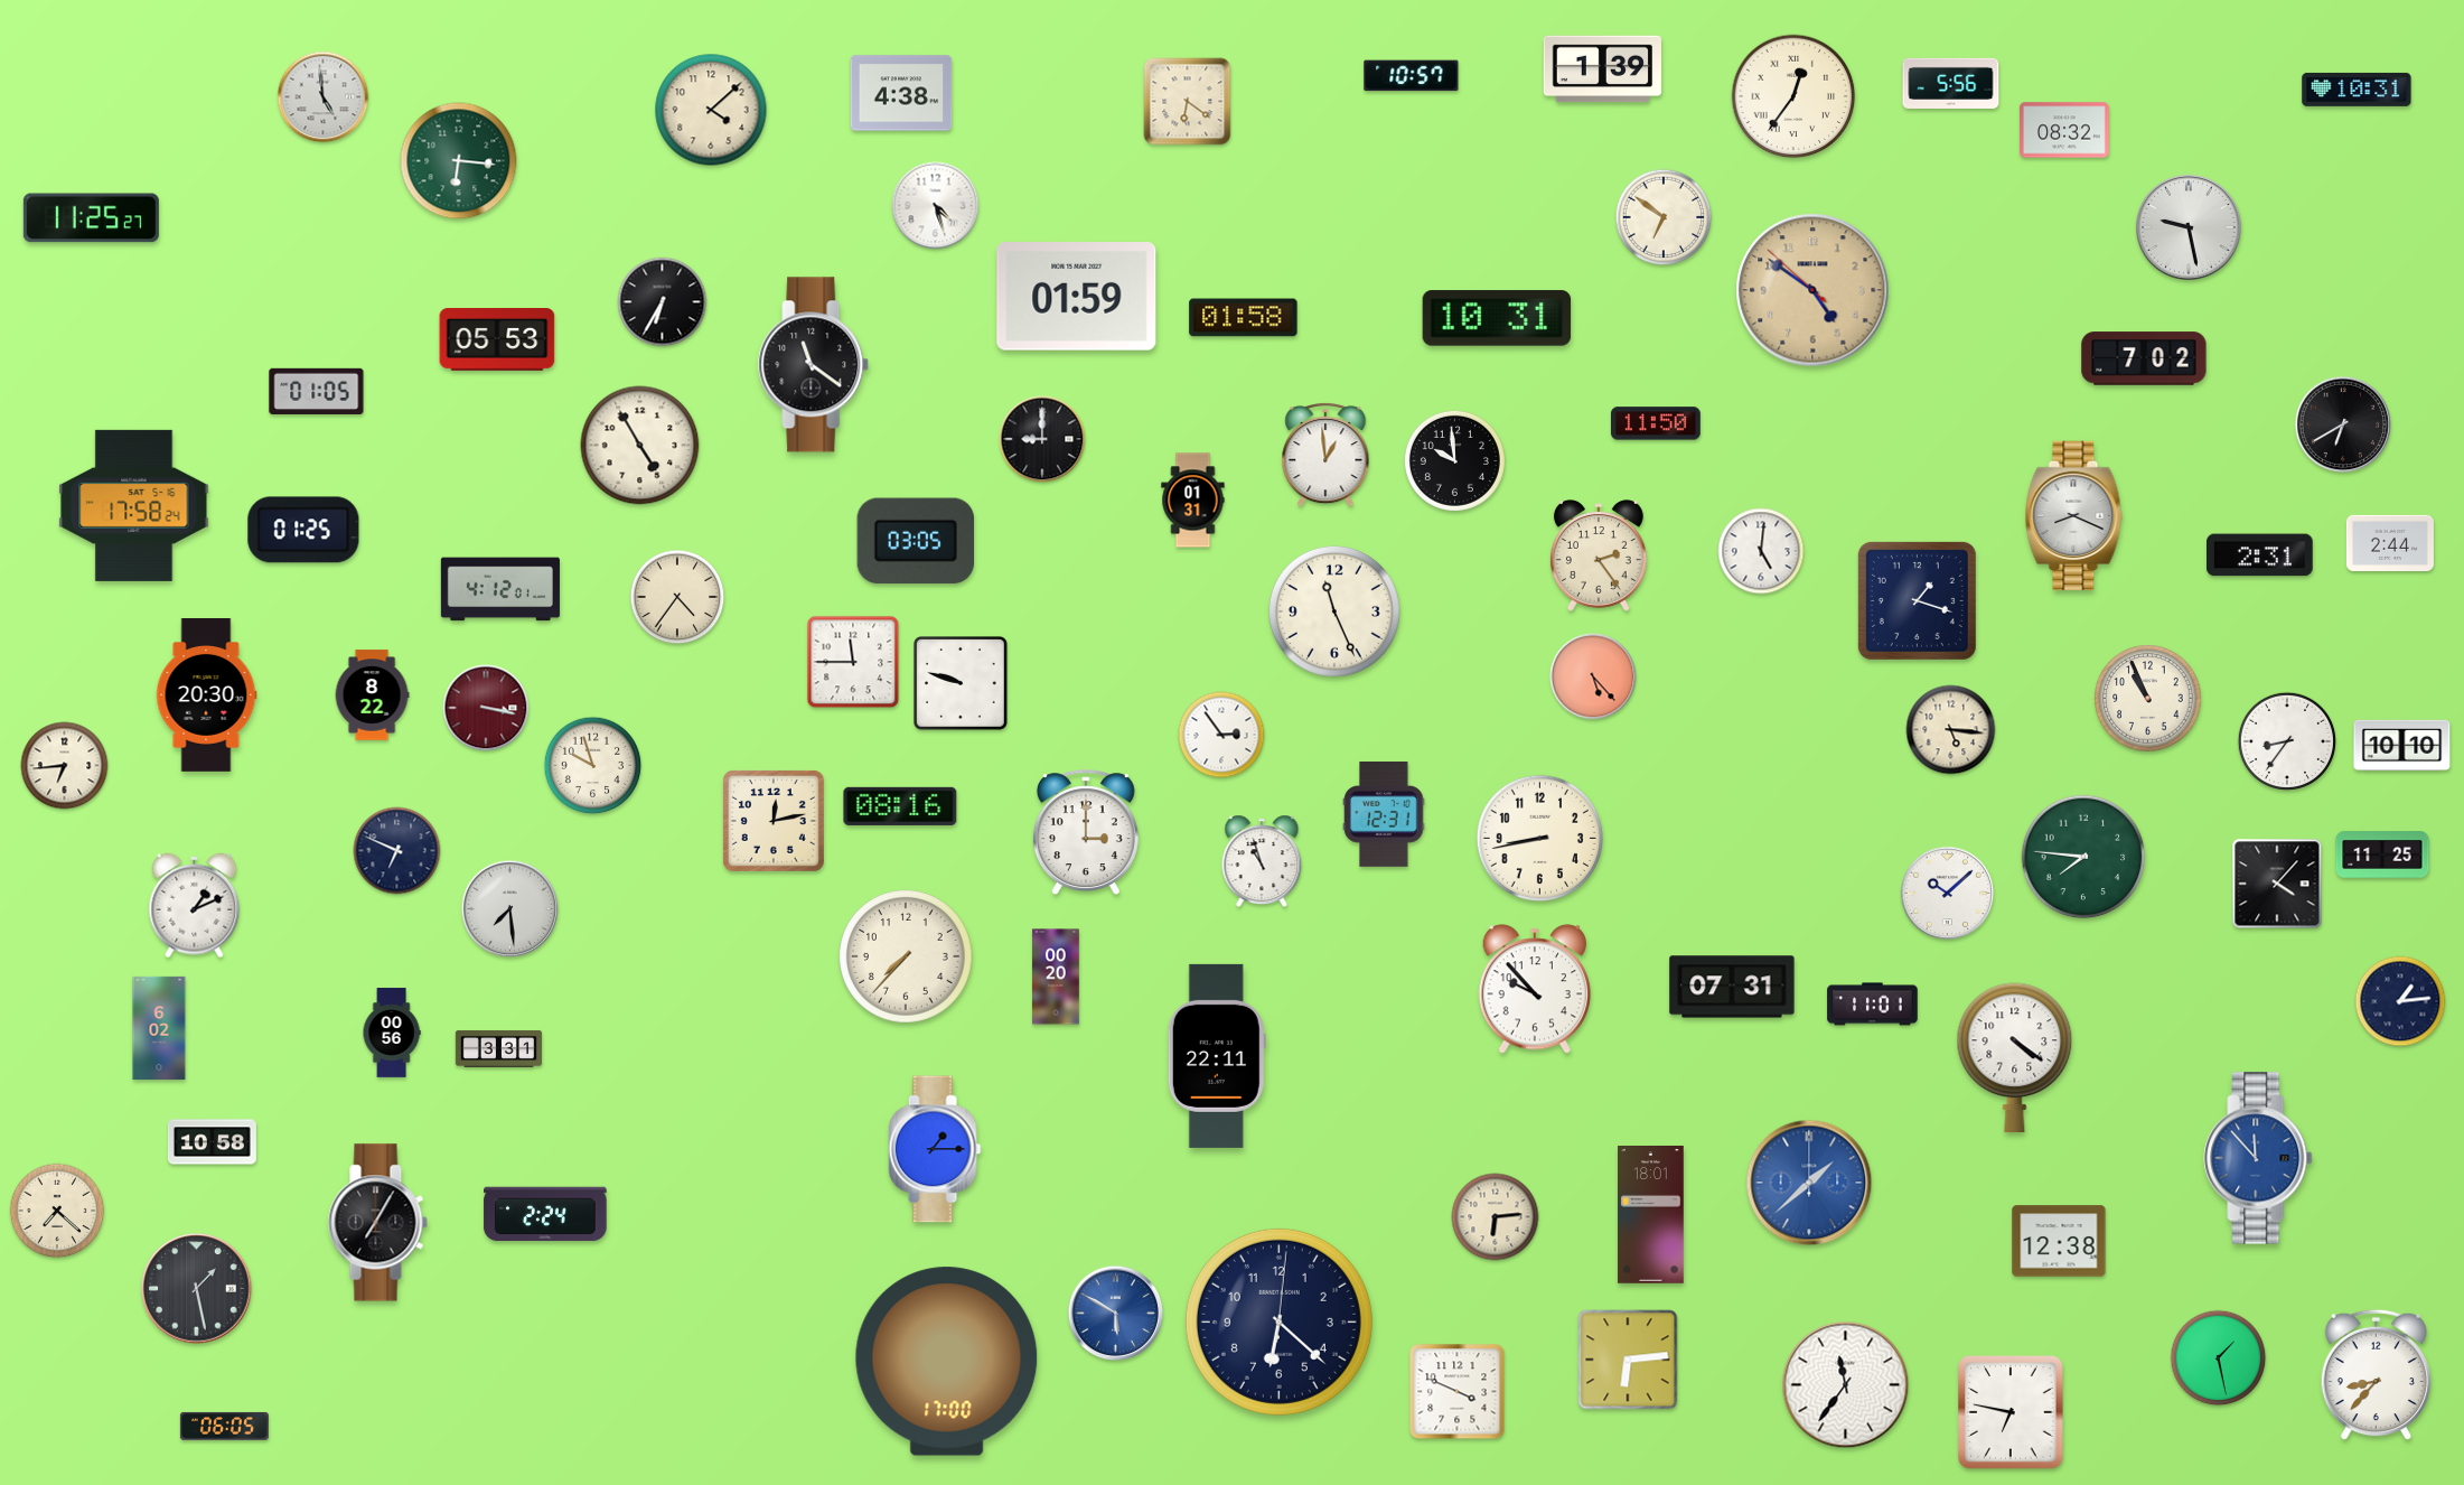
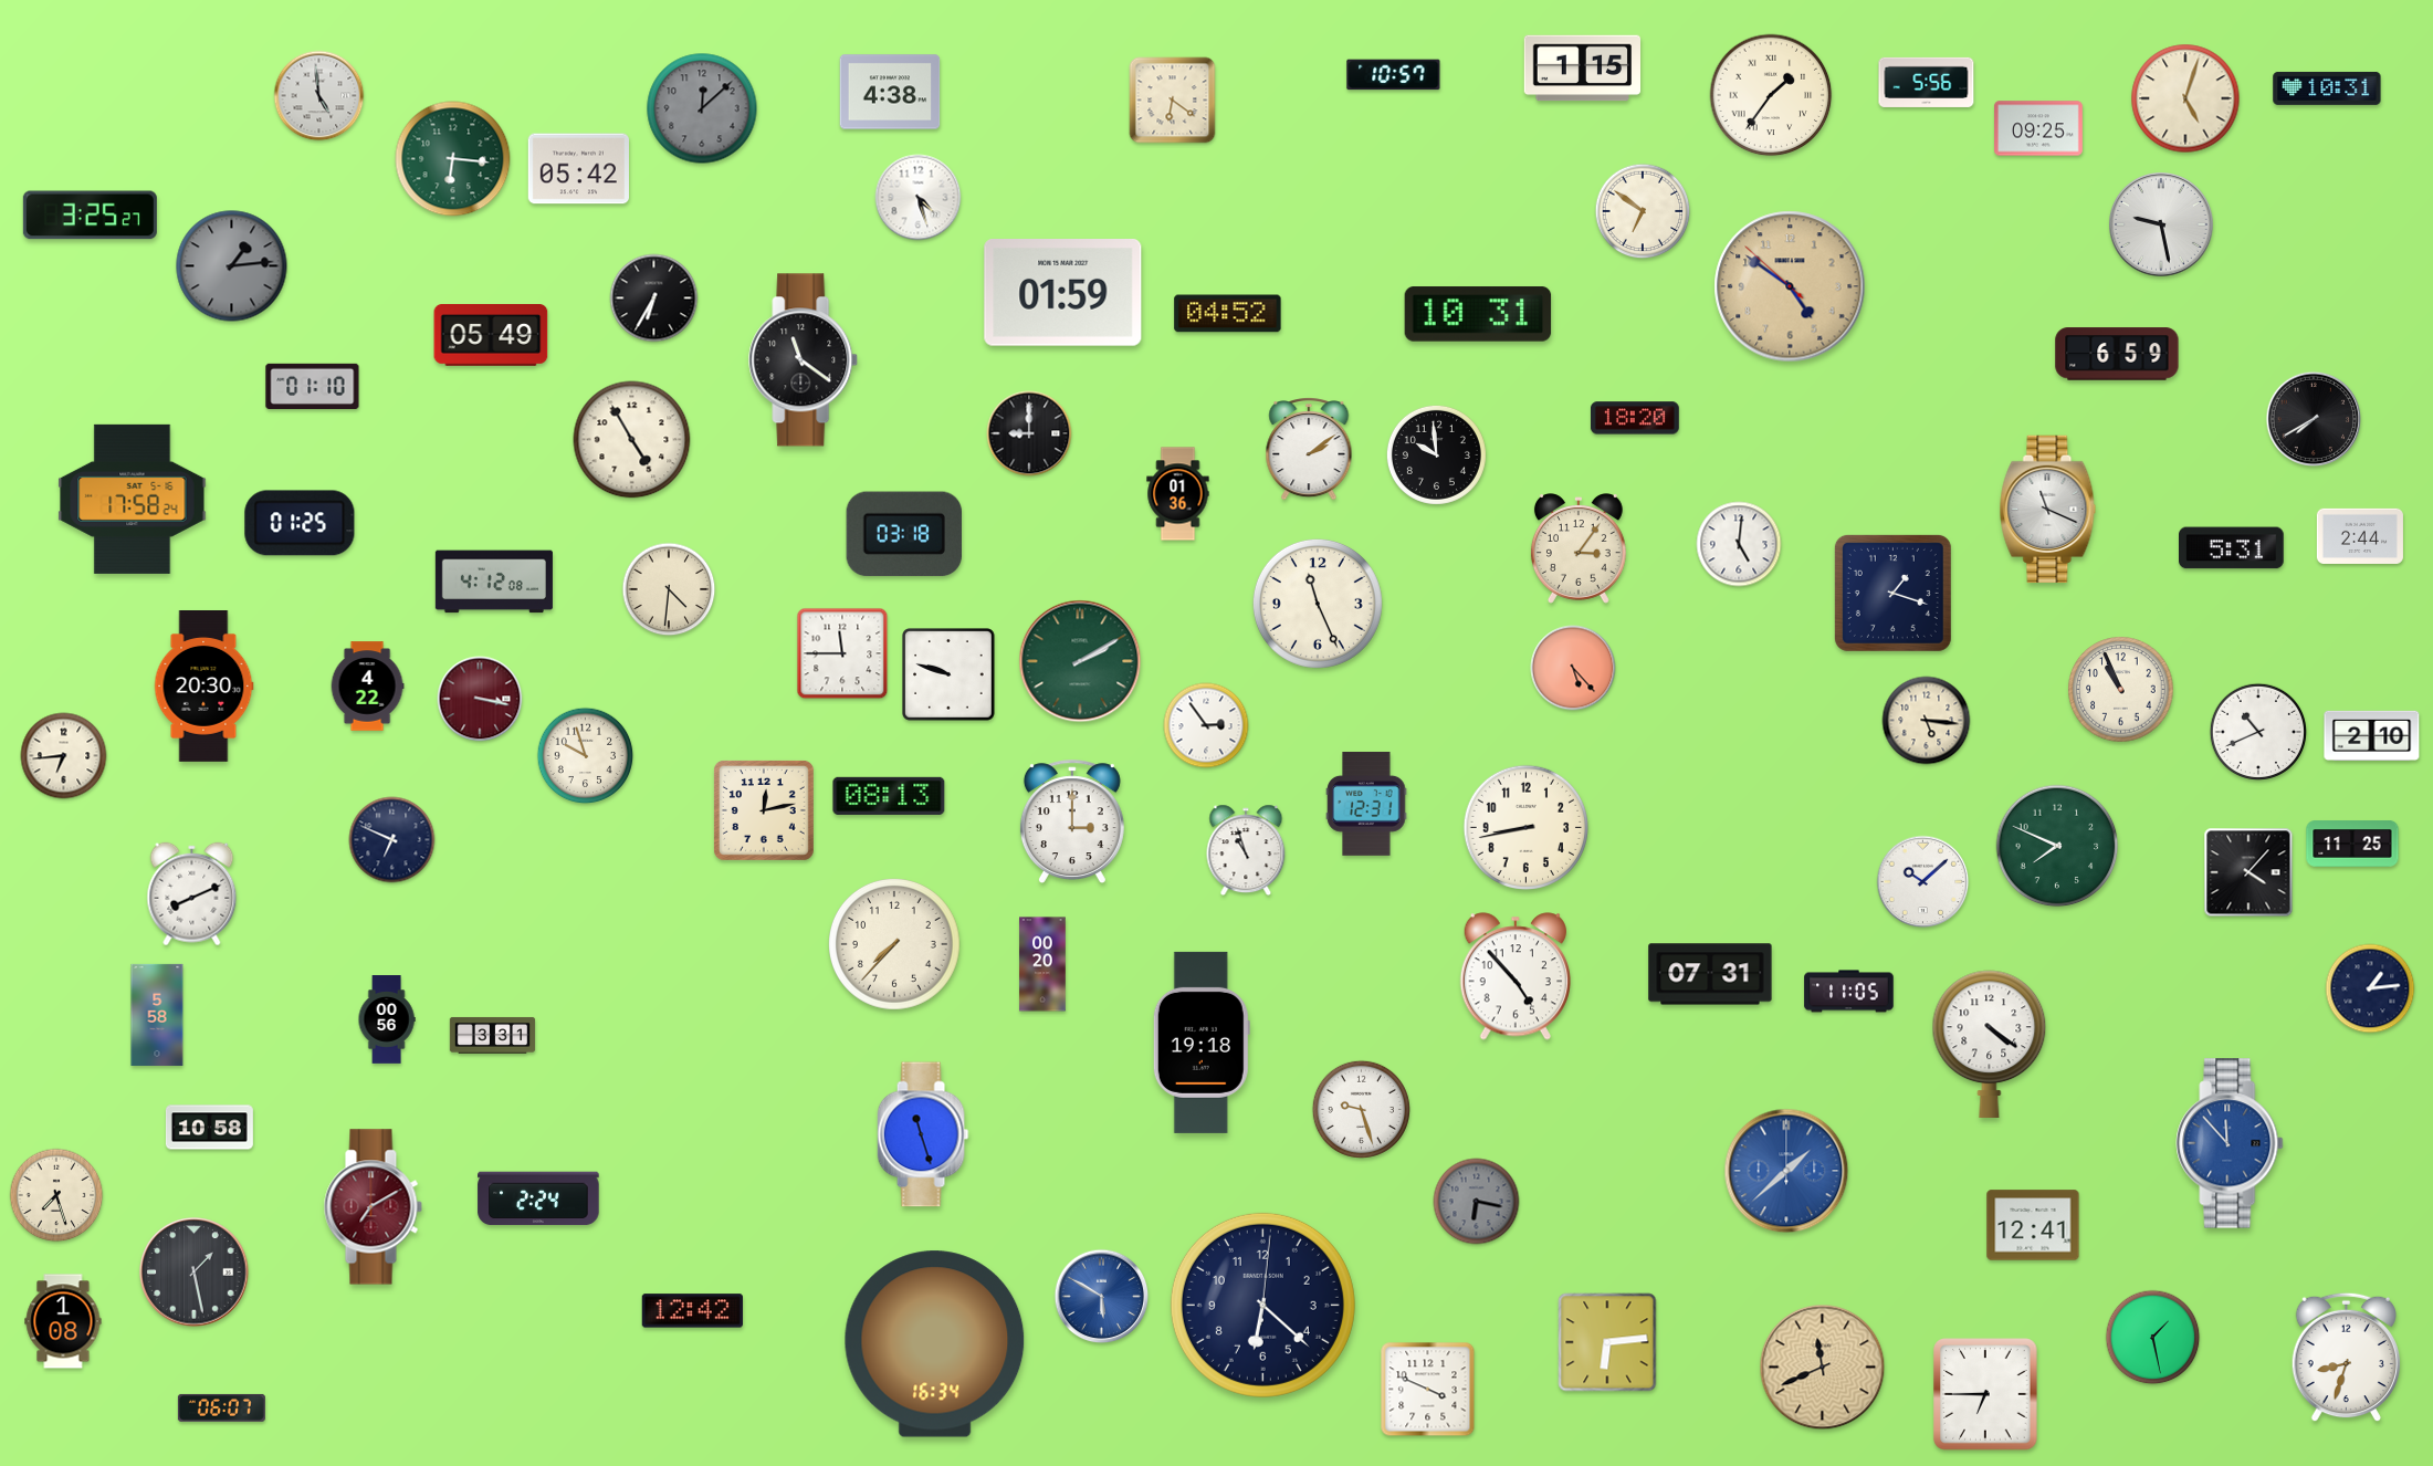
clock at (1603, 69): 1:39 -> 1:15
clock at (1793, 96): 12:36 -> 1:36
clock at (2185, 98): none -> 5:03
clock at (711, 110): 4:08 -> 12:08
clock at (711, 110) dial: cream -> grey
clock at (2065, 130): 08:32 -> 09:25
clock at (578, 169): none -> 05:42
clock at (936, 206) position: (936, 206) -> (919, 198)
clock at (1664, 217) position: (1664, 217) -> (1643, 211)
clock at (91, 218): 11:25 -> 3:25
clock at (232, 266): none -> 1:14
clock at (1244, 318): 01:58 -> 04:52
clock at (497, 340): 05:53 -> 05:49
clock at (2144, 358): 7:02 -> 6:59
clock at (317, 391): 01:05 -> 01:10
clock at (1656, 423): 11:50 -> 18:20
clock at (2343, 424): 6:40 -> 7:40
clock at (1325, 456): 12:59 -> 2:09
clock at (1193, 501): 01:31 -> 01:36
clock at (2074, 516): 8:19 -> 11:19
clock at (915, 541): 03:05 -> 03:18
clock at (1599, 555): 2:24 -> 3:06
clock at (2260, 555): 2:31 -> 5:31
clock at (500, 589): 4:12:01 -> 4:12:08
clock at (677, 597): 4:36 -> 4:31
clock at (1080, 661): none -> 2:10
clock at (372, 695): 8:22 -> 4:22
clock at (2287, 741): 8:36 -> 10:41
clock at (2402, 745): 10:10 -> 2:10
clock at (900, 806): 08:16 -> 08:13
clock at (1539, 838) position: (1539, 838) -> (1525, 827)
clock at (2083, 857): 7:46 -> 7:49
clock at (195, 906): 1:11 -> 8:11
clock at (510, 909): 7:29 -> none
clock at (1534, 989): 9:53 -> 4:53
clock at (1873, 1005): 11:01 -> 11:05
clock at (159, 1028): 6:02 -> 5:58
clock at (1217, 1056): 22:11 -> 19:18
clock at (1361, 1109): none -> 9:27
clock at (935, 1149): 1:15 -> 11:27
clock at (1809, 1183) position: (1809, 1183) -> (1786, 1171)
clock at (57, 1211): 7:22 -> 7:27
clock at (1651, 1215): 18:01 -> none
clock at (1496, 1217): 6:14 -> 6:17
clock at (1496, 1217) dial: cream -> grey
clock at (377, 1223): 7:05 -> 7:10
clock at (377, 1223) dial: black -> burgundy
clock at (2059, 1241): 12:38 -> 12:41
clock at (692, 1311): none -> 12:42
clock at (63, 1321): none -> 1:08
clock at (2219, 1358) position: (2219, 1358) -> (2153, 1338)
clock at (947, 1362): 17:00 -> 16:34
clock at (2376, 1375): 8:37 -> 8:33
clock at (1846, 1385): 11:36 -> 11:41
clock at (1846, 1385) dial: white -> champagne
clock at (1458, 1392) position: (1458, 1392) -> (1428, 1390)
clock at (2011, 1412): 6:47 -> 6:45
clock at (224, 1426): 06:05 -> 06:07
